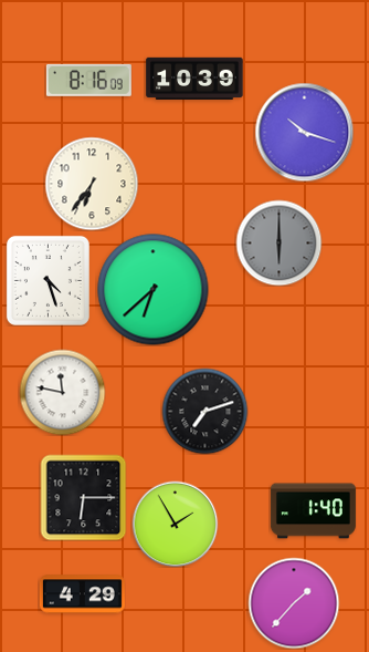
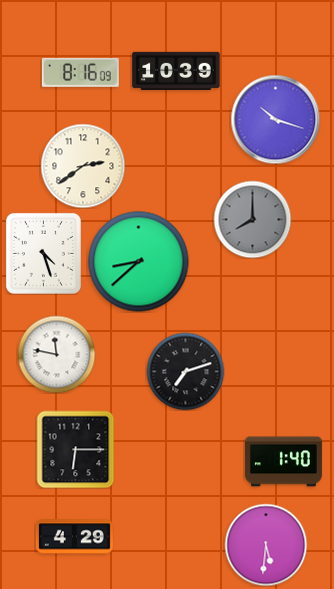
clock at (92, 184): 6:36 -> 2:39
clock at (278, 242): 6:00 -> 8:00
clock at (154, 290): 6:38 -> 8:38
clock at (175, 524): 1:55 -> none
clock at (294, 603): 1:37 -> 5:31
